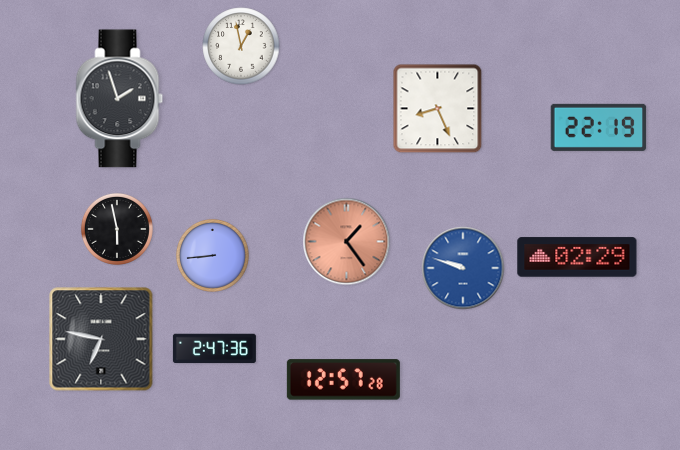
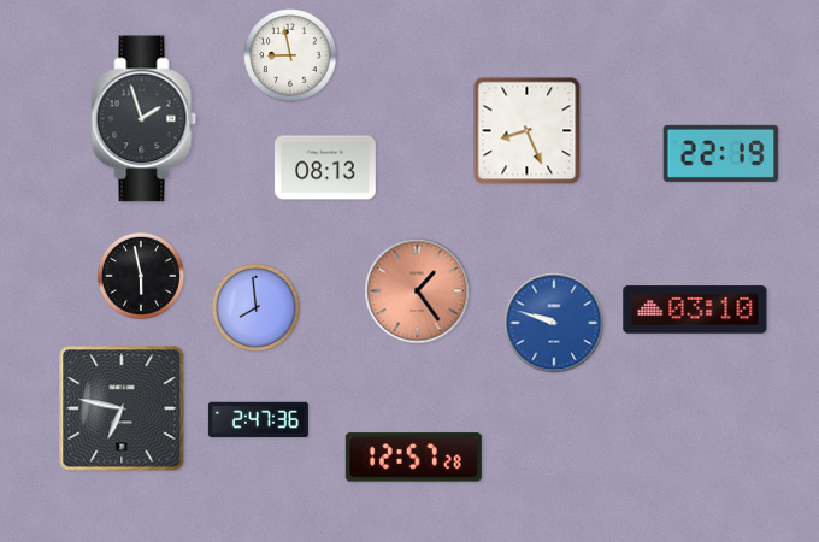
clock at (241, 46): 12:58 -> 8:58
clock at (325, 167): none -> 08:13
clock at (212, 255): 8:44 -> 7:59
clock at (577, 257): 02:29 -> 03:10
clock at (463, 268) position: (463, 268) -> (554, 323)
